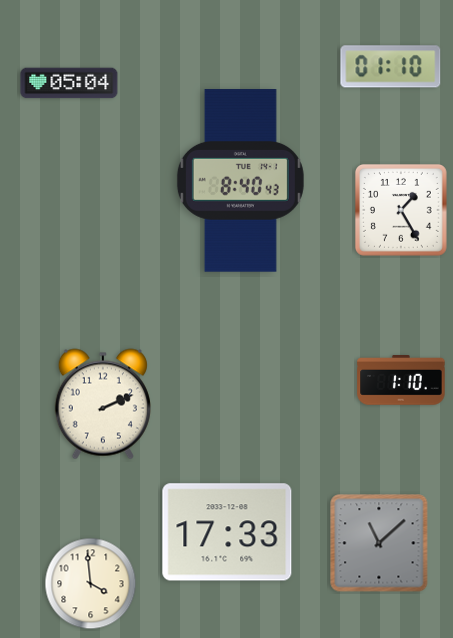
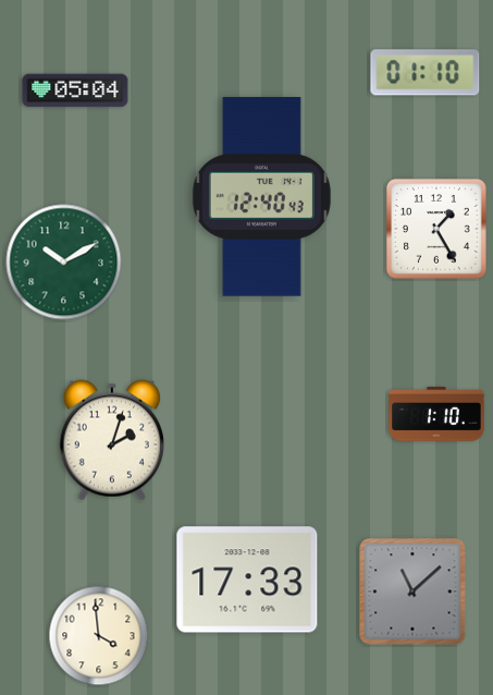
clock at (240, 181): 8:40 -> 12:40
clock at (64, 263): none -> 10:10
clock at (103, 404): 2:11 -> 2:03
